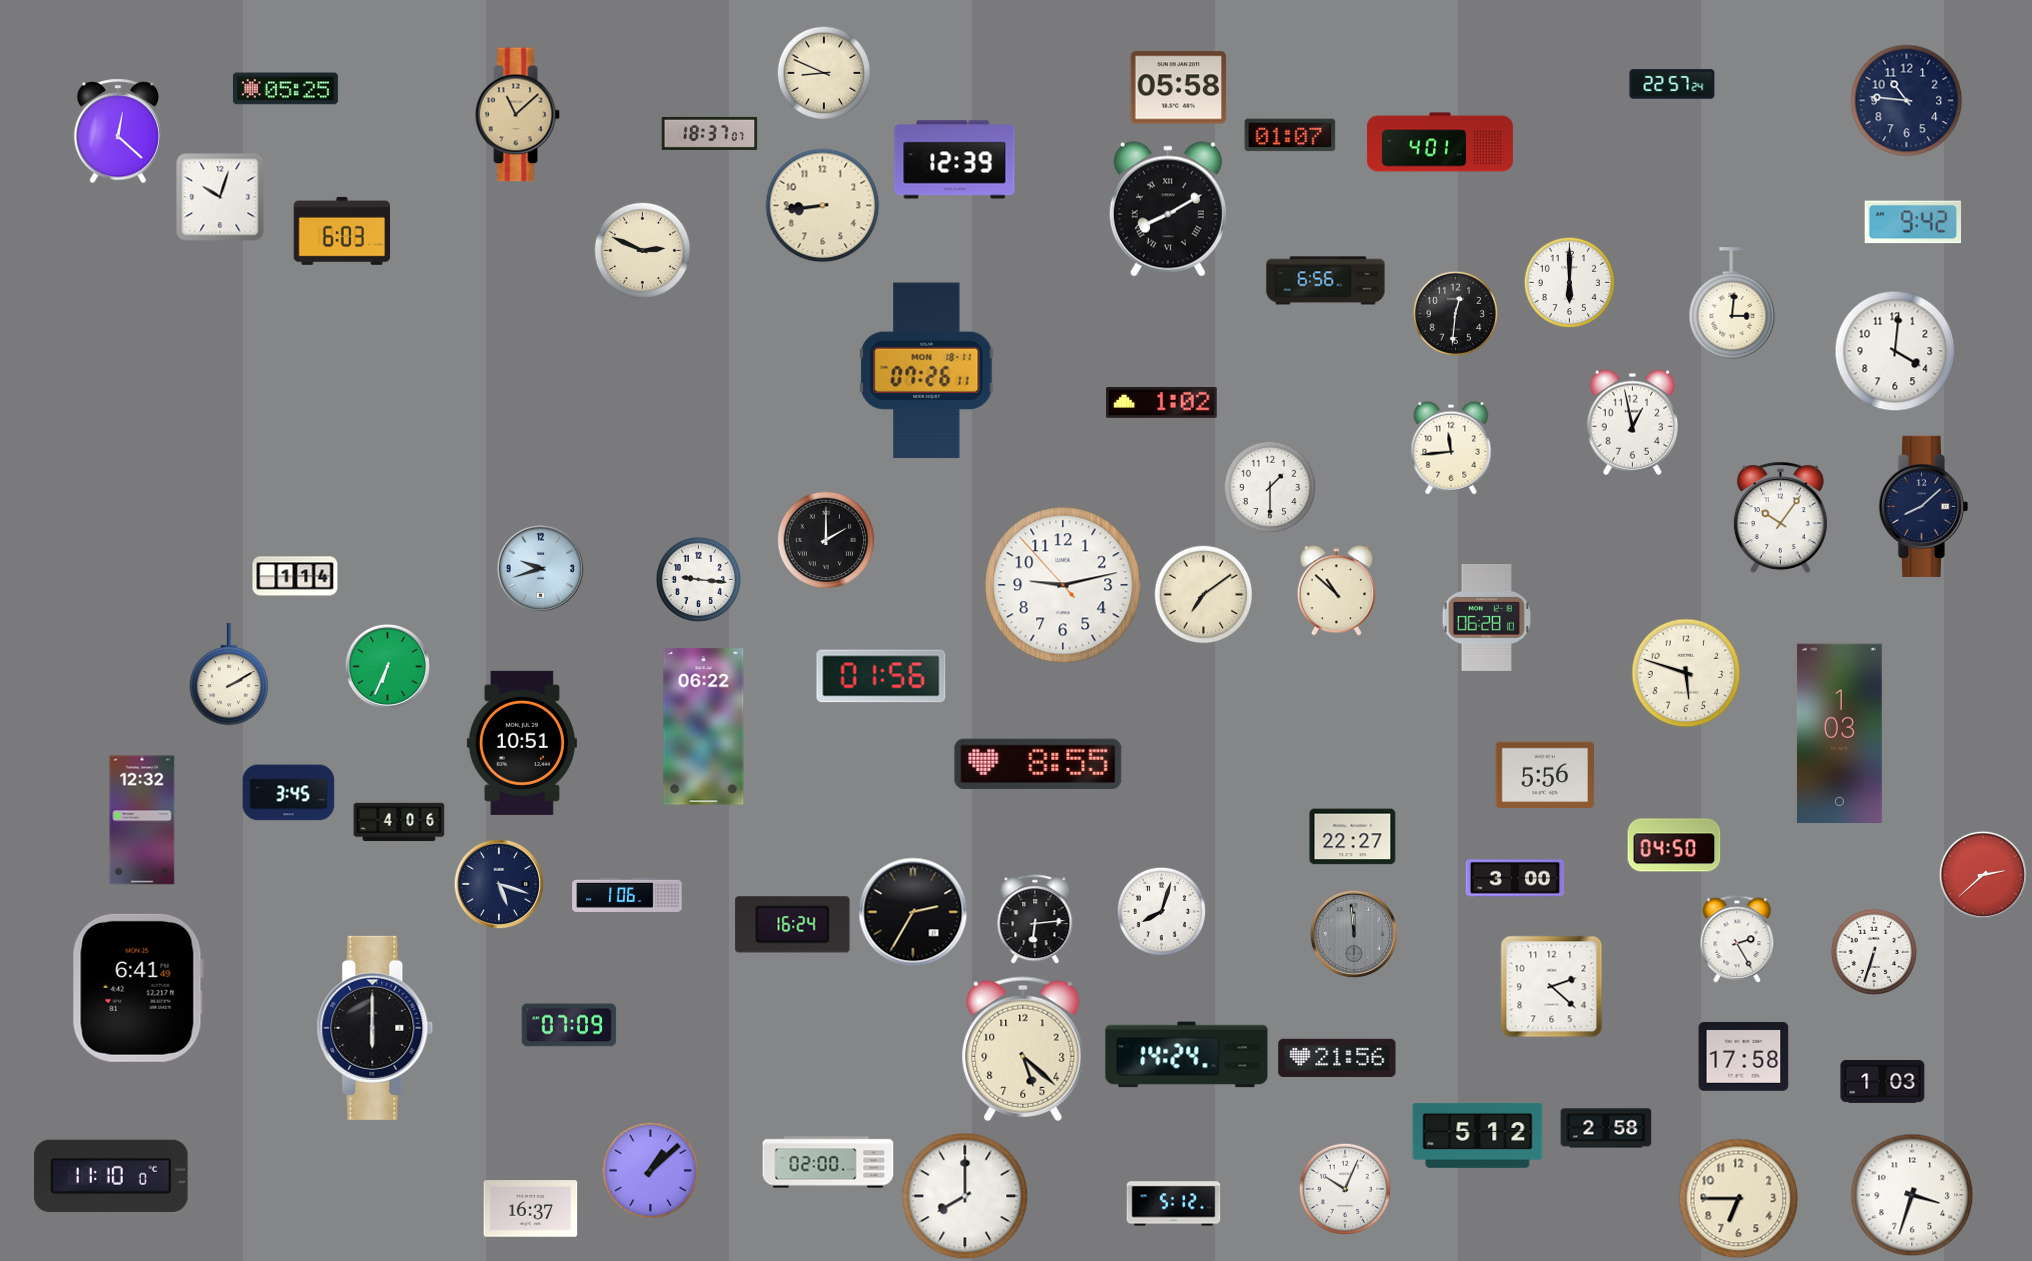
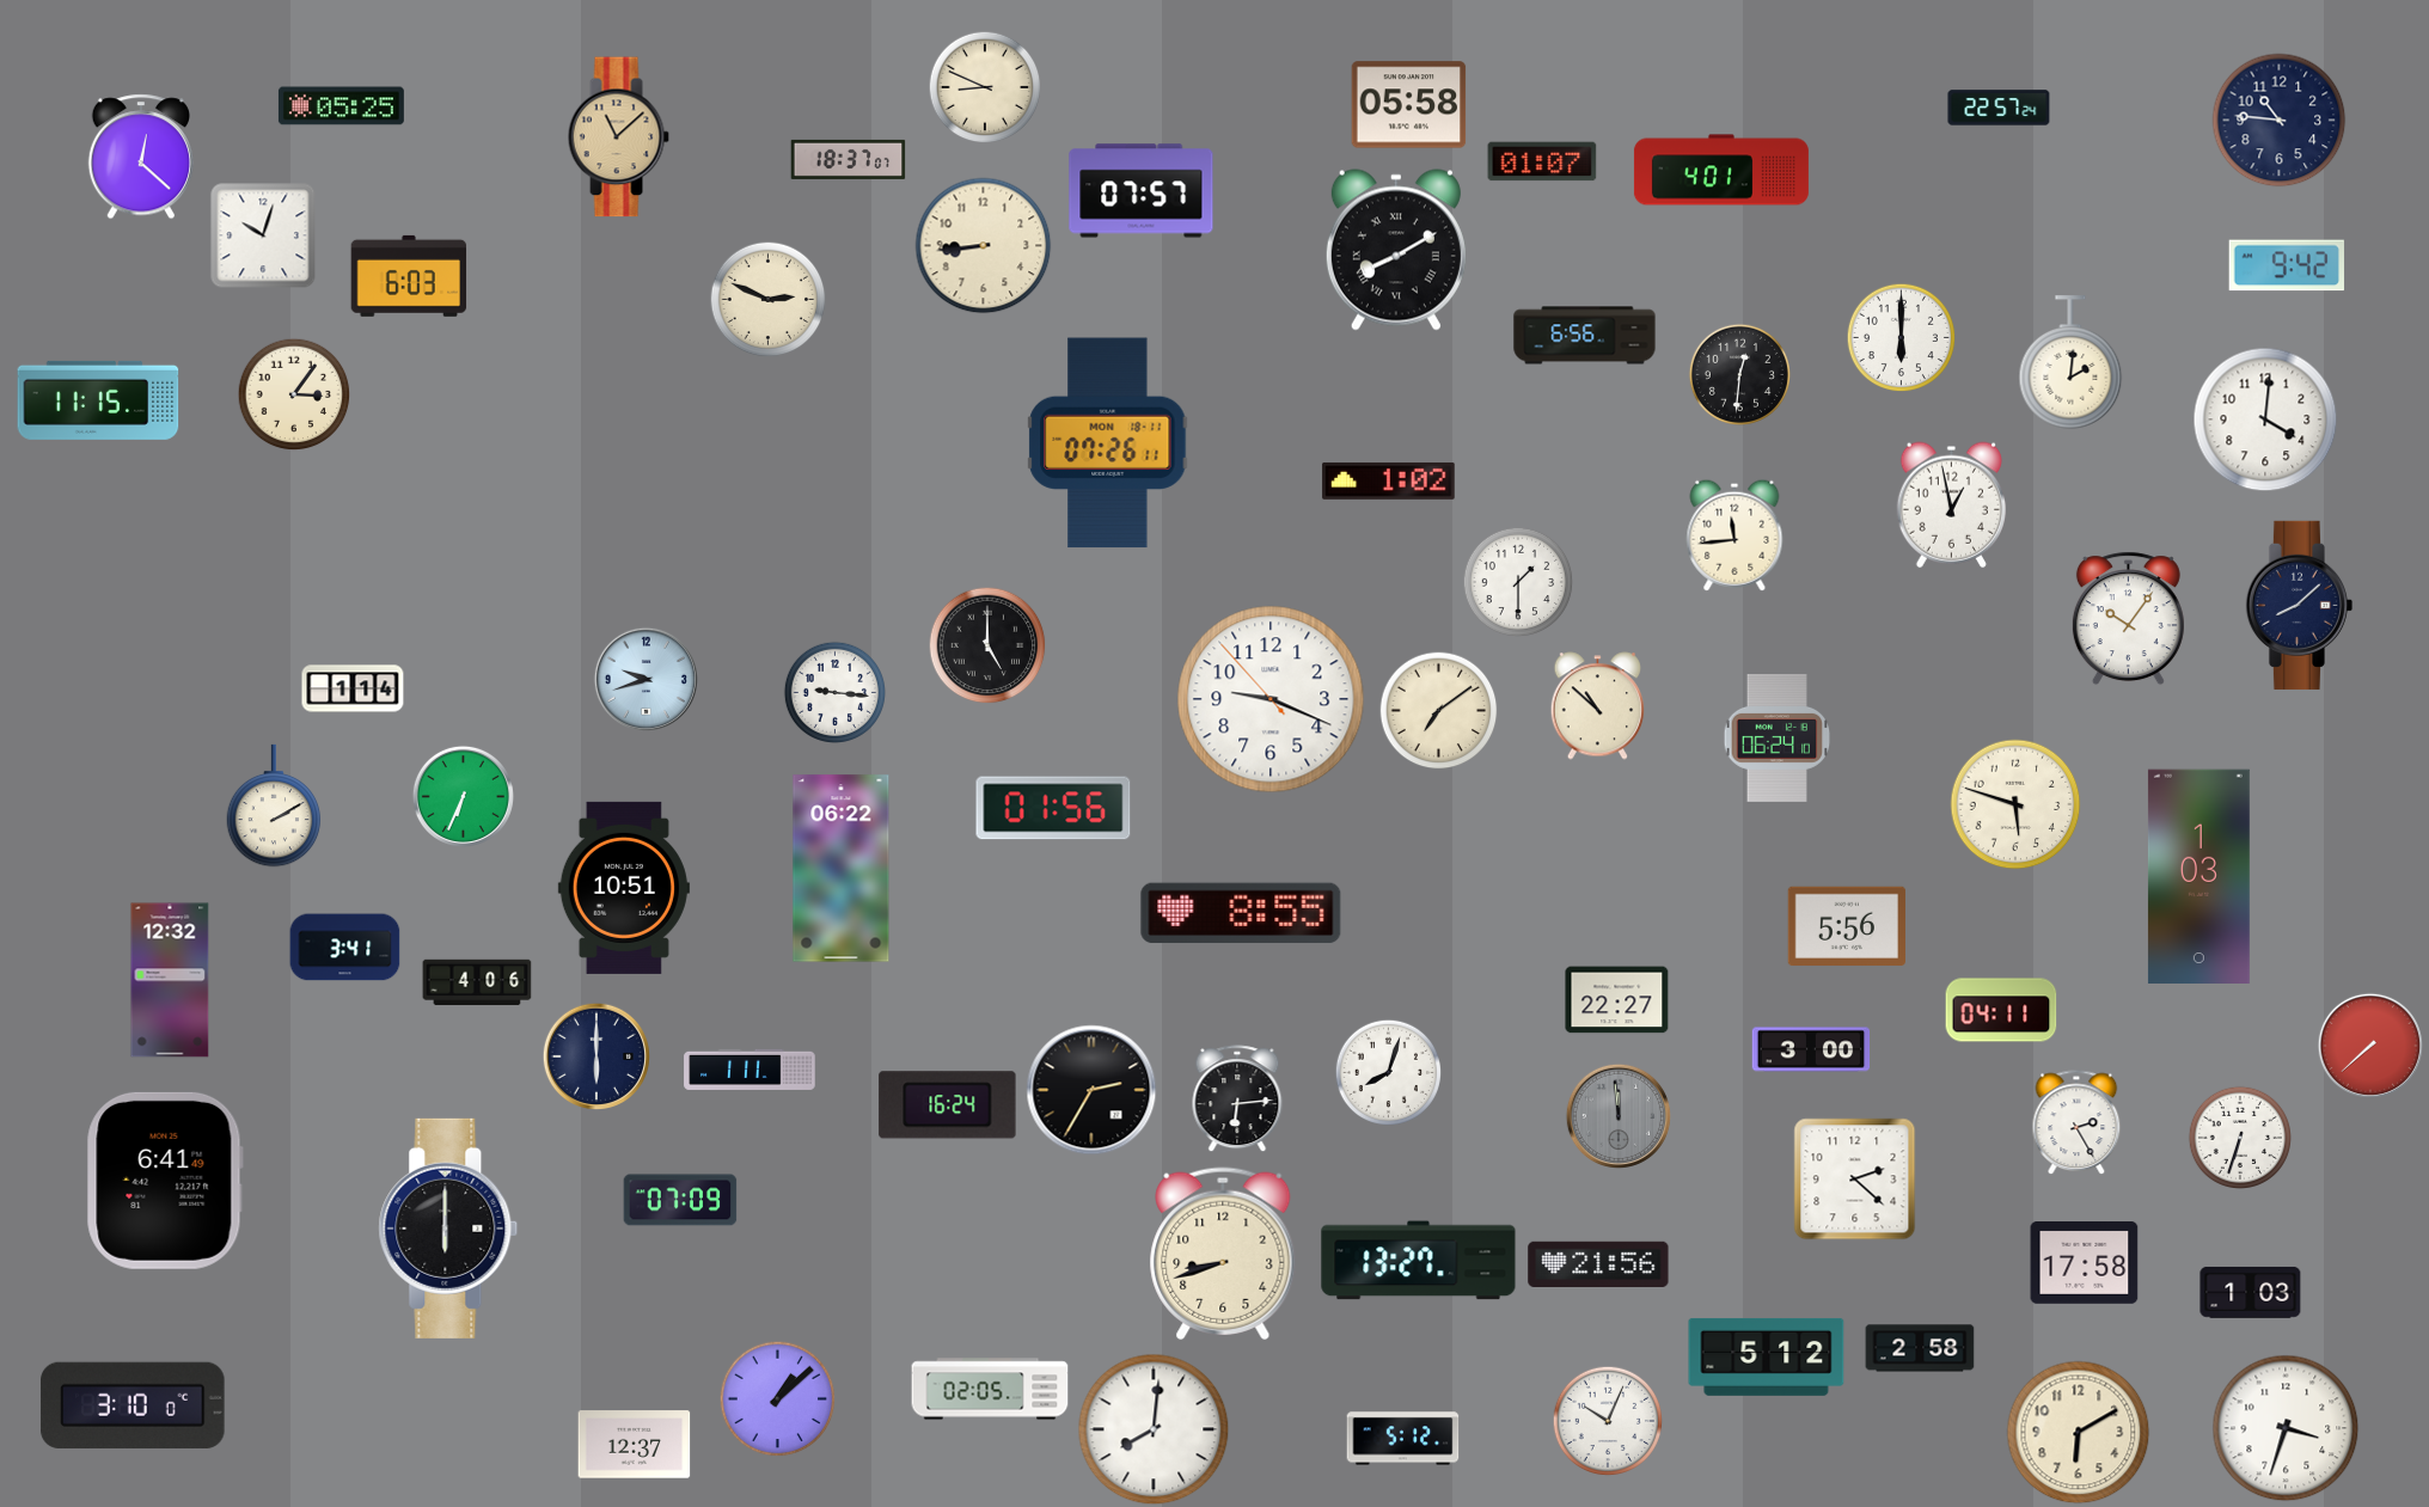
clock at (1672, 84) position: (1672, 84) -> (1999, 108)
clock at (955, 160): 12:39 -> 07:57
clock at (1569, 282) position: (1569, 282) -> (1901, 337)
clock at (1732, 304): 3:01 -> 2:01
clock at (294, 394): none -> 3:06
clock at (98, 400): none -> 11:15
clock at (826, 540): 2:00 -> 5:00
clock at (1063, 585): 9:12 -> 9:18
clock at (1487, 617): 06:28 -> 06:24
clock at (289, 793): 3:45 -> 3:41
clock at (1674, 845): 04:50 -> 04:11
clock at (1983, 875): 2:38 -> 7:38
clock at (498, 883): 5:18 -> 6:00
clock at (627, 895): 1:06 -> 1:11
clock at (1161, 911) position: (1161, 911) -> (1388, 1072)
clock at (569, 1025) position: (569, 1025) -> (680, 1200)
clock at (1023, 1049): 5:22 -> 8:42
clock at (1187, 1055): 14:24 -> 13:27
clock at (828, 1162): 02:00 -> 02:05
clock at (111, 1176): 11:10 -> 3:10
clock at (965, 1196): 8:00 -> 8:01
clock at (1739, 1199): 6:45 -> 6:10
clock at (531, 1209): 16:37 -> 12:37
